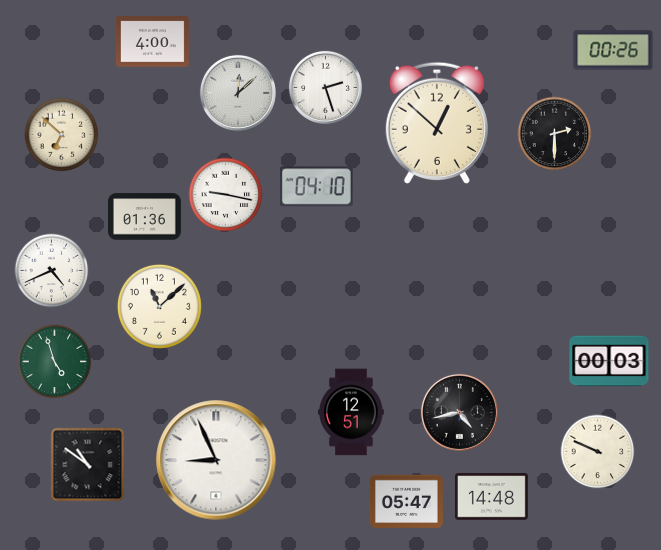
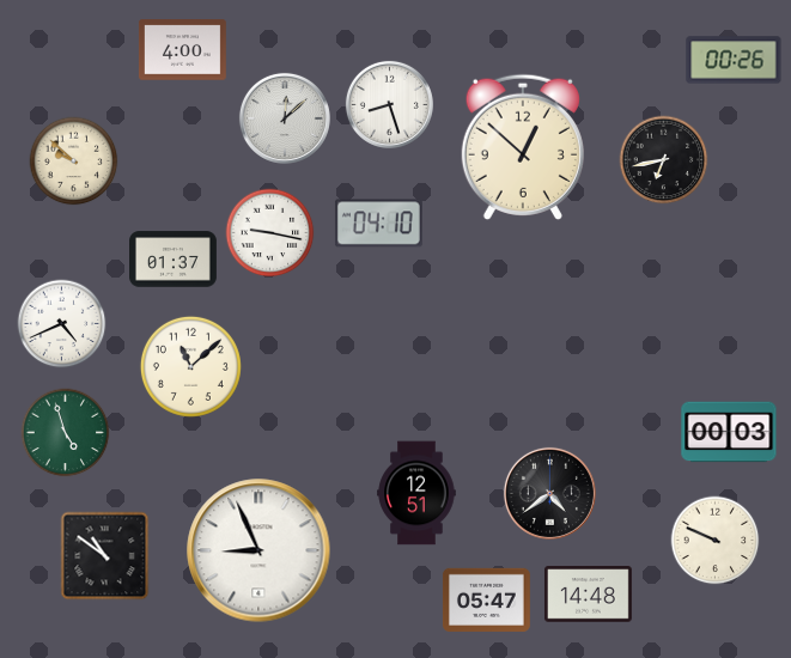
clock at (325, 87): 2:27 -> 8:27
clock at (238, 93) position: (238, 93) -> (285, 118)
clock at (555, 134): 2:30 -> 6:43
clock at (62, 135): 6:52 -> 9:52
clock at (145, 217): 01:36 -> 01:37
clock at (351, 412) position: (351, 412) -> (416, 493)
clock at (459, 412): 4:43 -> 4:39
